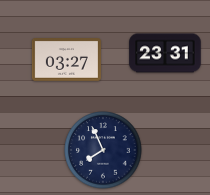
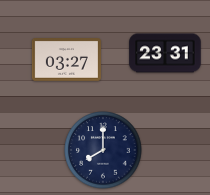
clock at (103, 150): 7:56 -> 8:00
